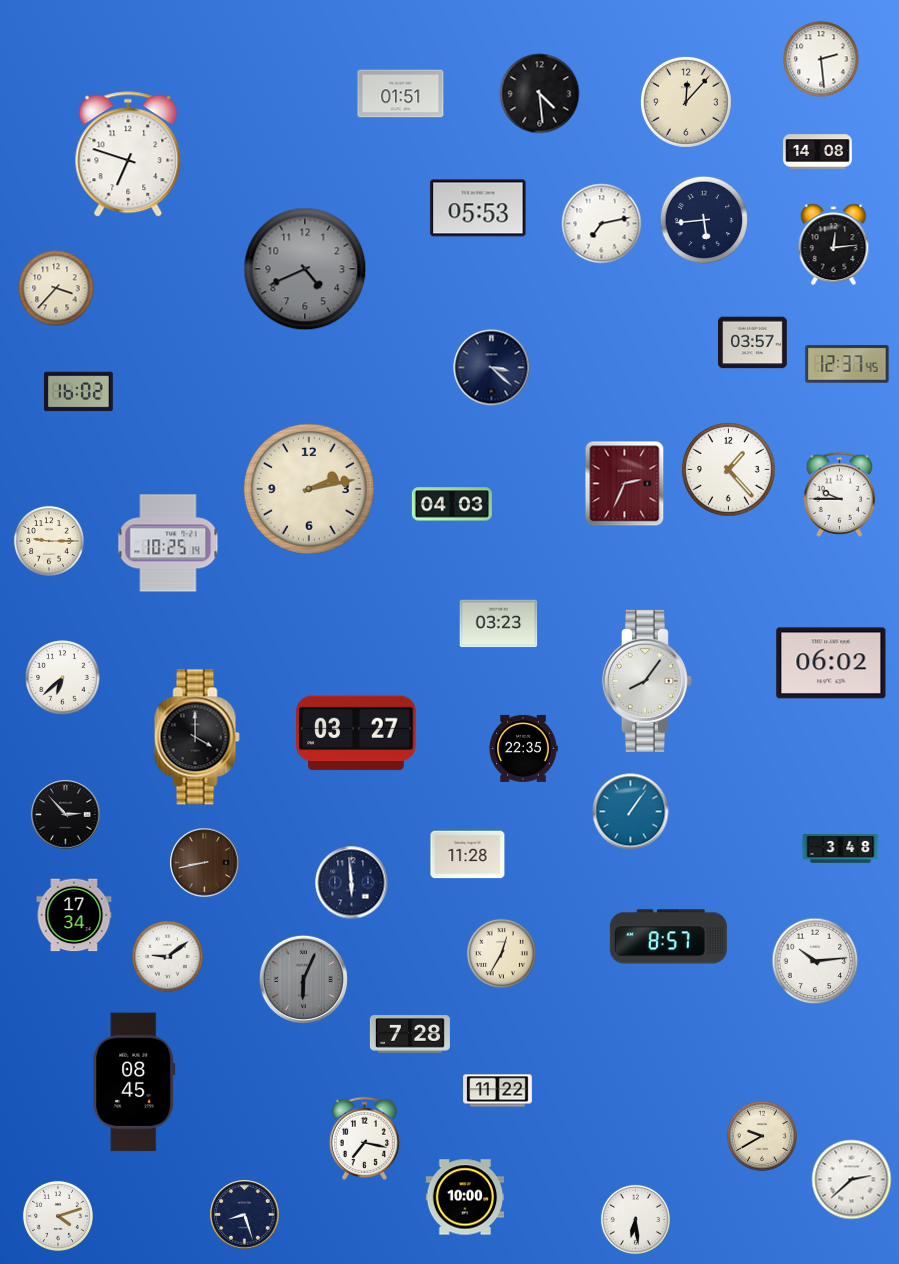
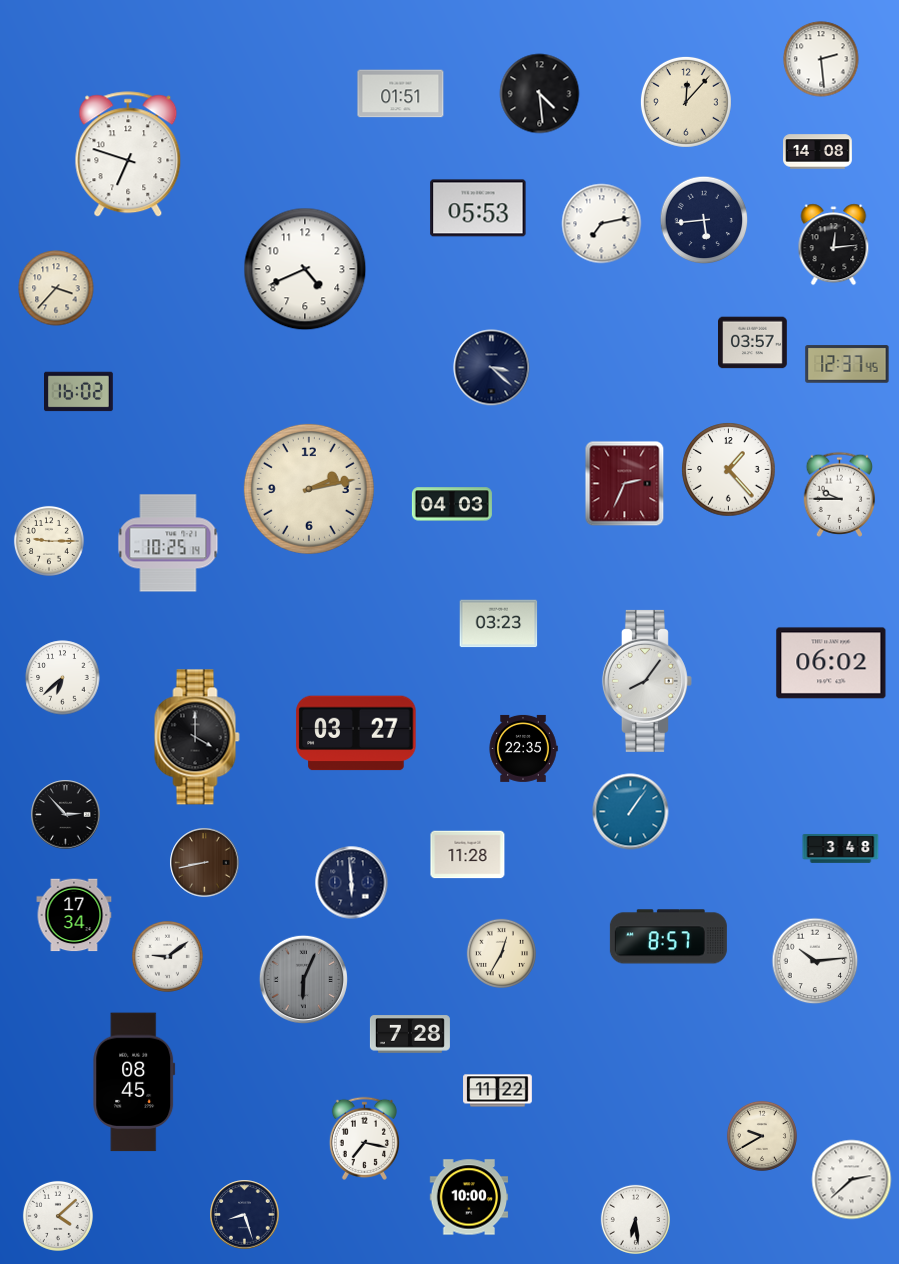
clock at (305, 269) dial: grey -> white
clock at (465, 1197) position: (465, 1197) -> (469, 1197)
clock at (58, 1216): 4:12 -> 4:08
